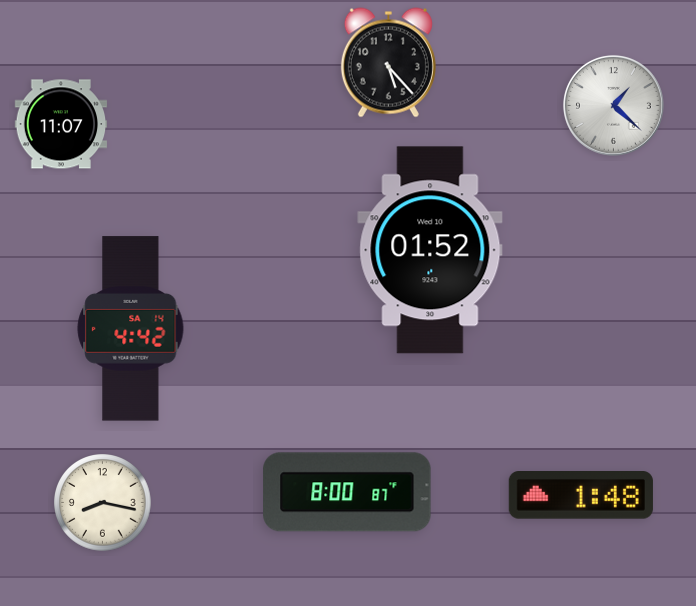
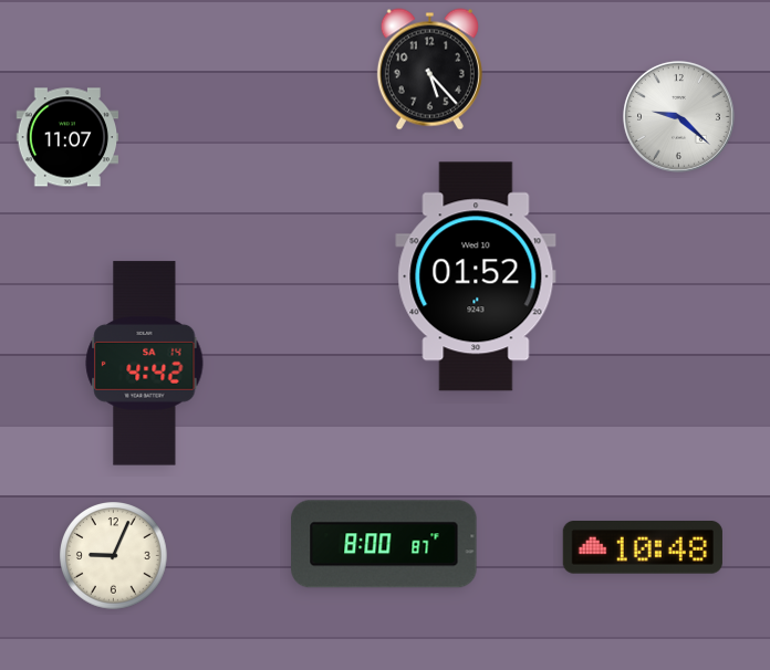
clock at (613, 105): 1:22 -> 9:22
clock at (581, 495): 1:48 -> 10:48
clock at (103, 503): 8:17 -> 9:04
